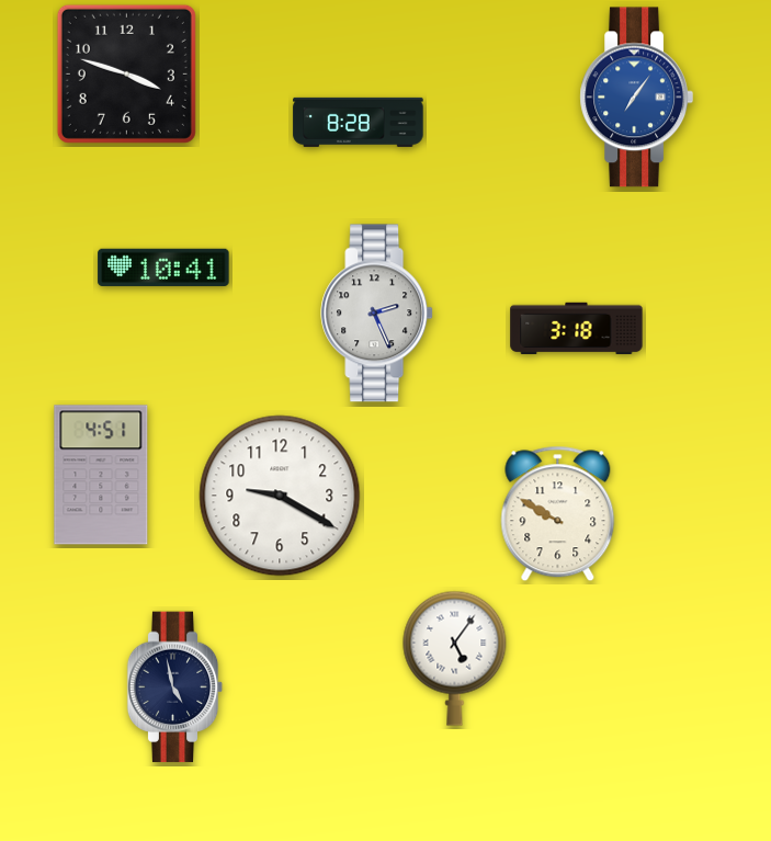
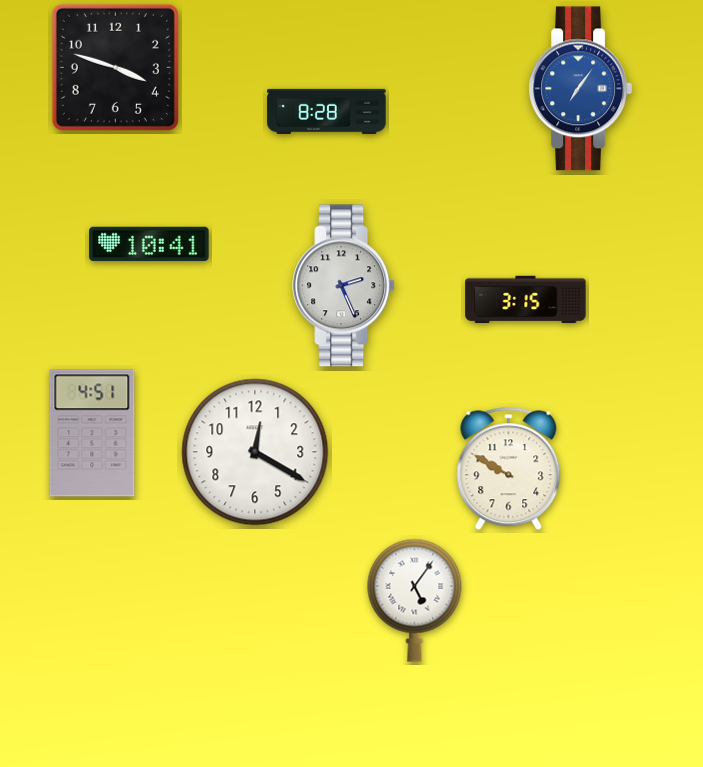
clock at (577, 328): 3:18 -> 3:15
clock at (280, 496): 9:20 -> 12:20
clock at (175, 687): 4:58 -> none
